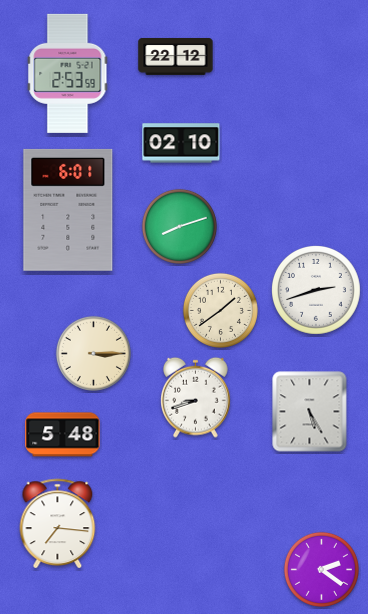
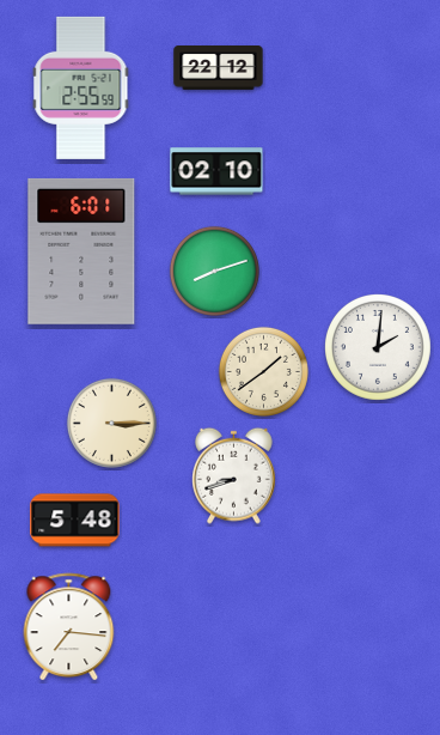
clock at (176, 57) position: (176, 57) -> (219, 68)
clock at (68, 73): 2:53 -> 2:55
clock at (317, 291): 2:42 -> 2:01
clock at (310, 412): 5:25 -> none
clock at (321, 569): 2:21 -> none
